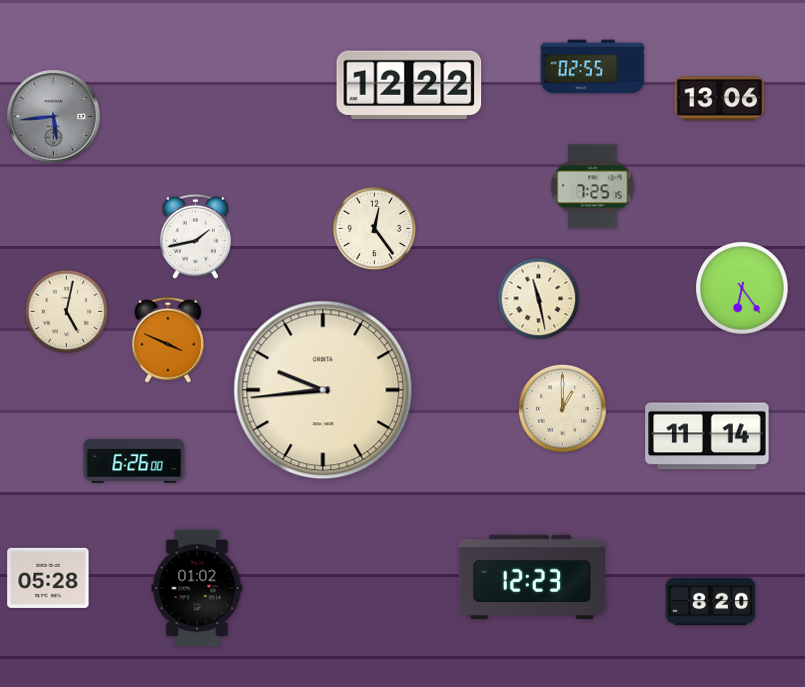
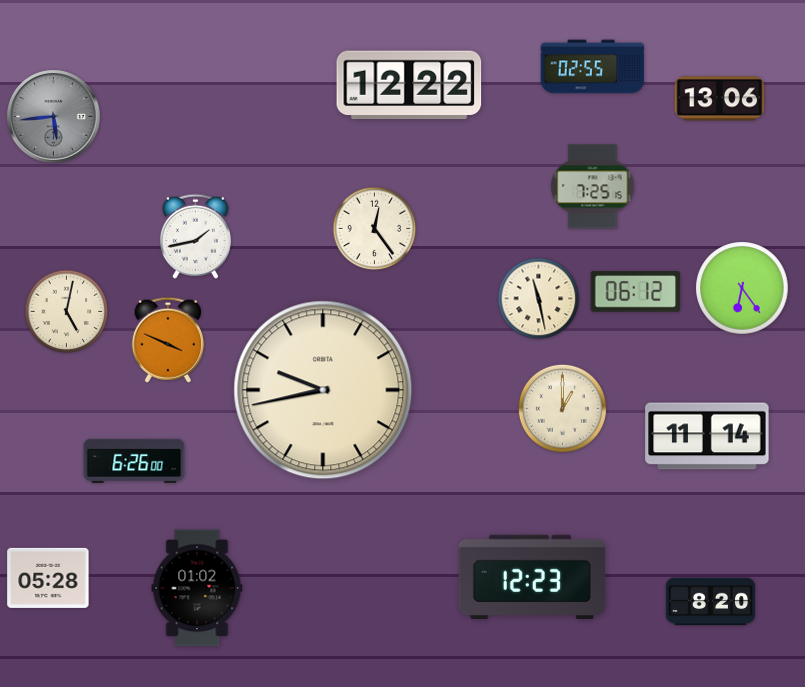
clock at (636, 292): none -> 06:12
clock at (323, 390): 9:44 -> 9:43
